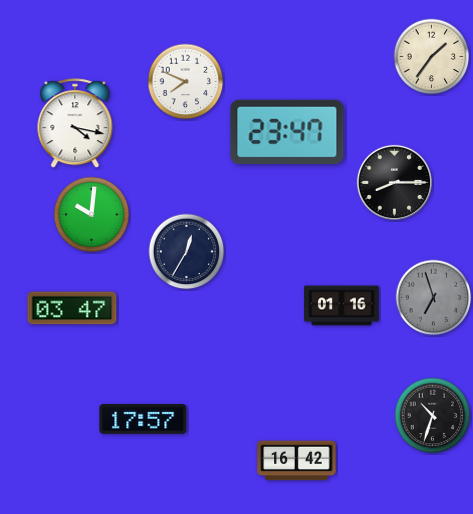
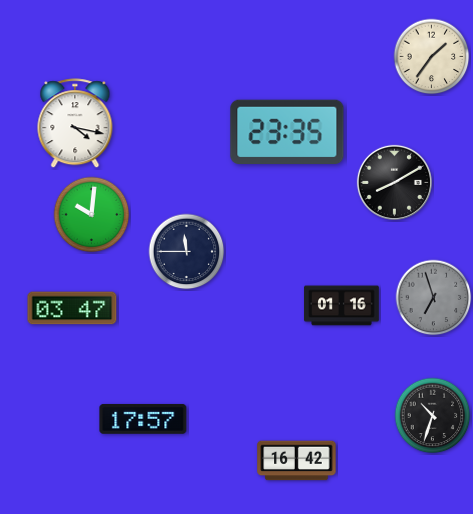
clock at (186, 82): 7:49 -> none
clock at (287, 132): 23:47 -> 23:35
clock at (394, 182): 8:15 -> 8:10
clock at (187, 252): 12:35 -> 11:45
